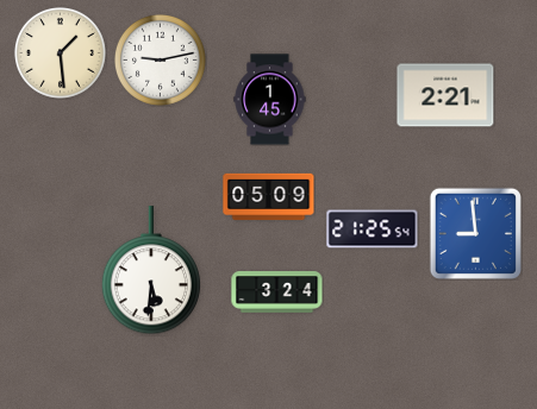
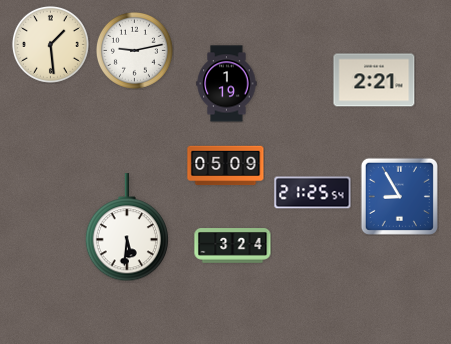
clock at (270, 100): 1:45 -> 1:19
clock at (475, 233): 8:59 -> 8:55
